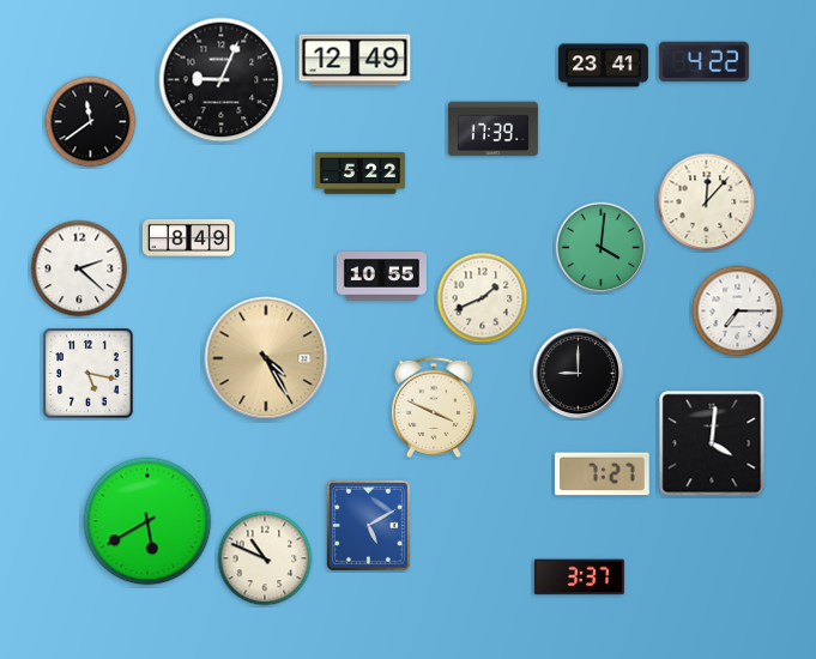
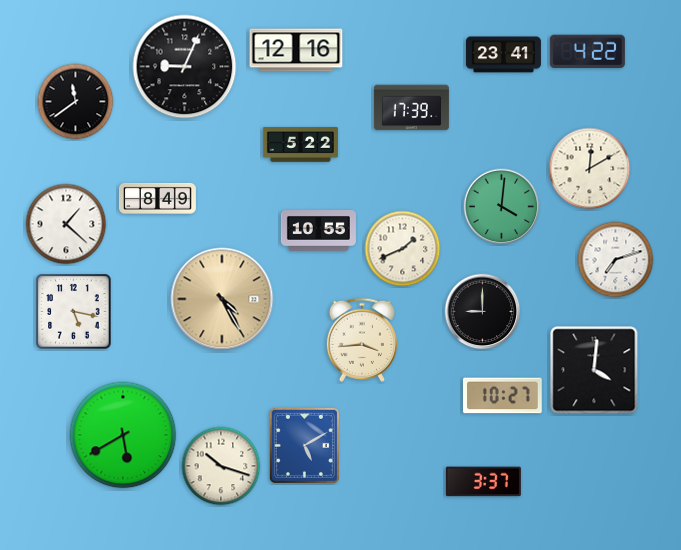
clock at (355, 60): 12:49 -> 12:16
clock at (707, 202): 12:07 -> 12:10
clock at (79, 268): 2:22 -> 1:22
clock at (738, 312): 7:15 -> 7:12
clock at (433, 407): 3:49 -> 3:44
clock at (603, 474): 7:27 -> 10:27
clock at (368, 525) position: (368, 525) -> (304, 445)
clock at (265, 558): 10:49 -> 10:18
